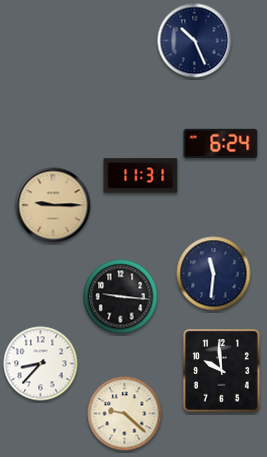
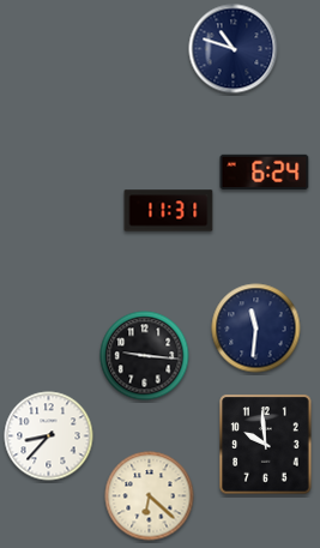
clock at (195, 41): 10:26 -> 10:48
clock at (53, 205): 9:15 -> none
clock at (125, 414): 9:22 -> 6:22
